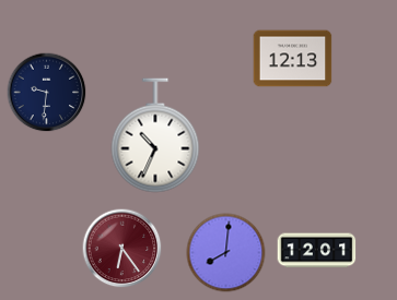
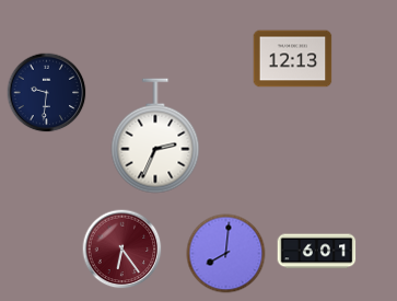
clock at (155, 135): 10:34 -> 2:34
clock at (317, 251): 12:01 -> 6:01
